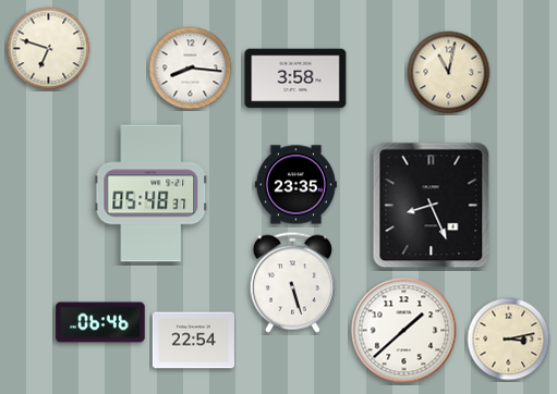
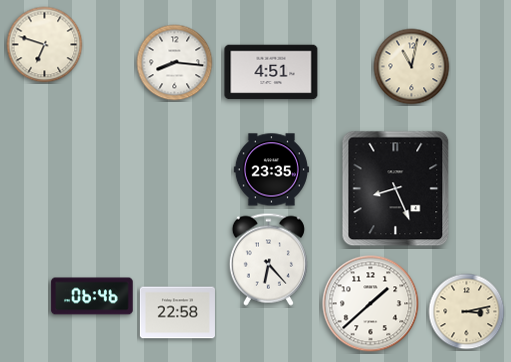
clock at (295, 78): 3:58 -> 4:51
clock at (152, 194): 05:48 -> none
clock at (292, 282): 5:27 -> 6:23
clock at (193, 341): 22:54 -> 22:58
